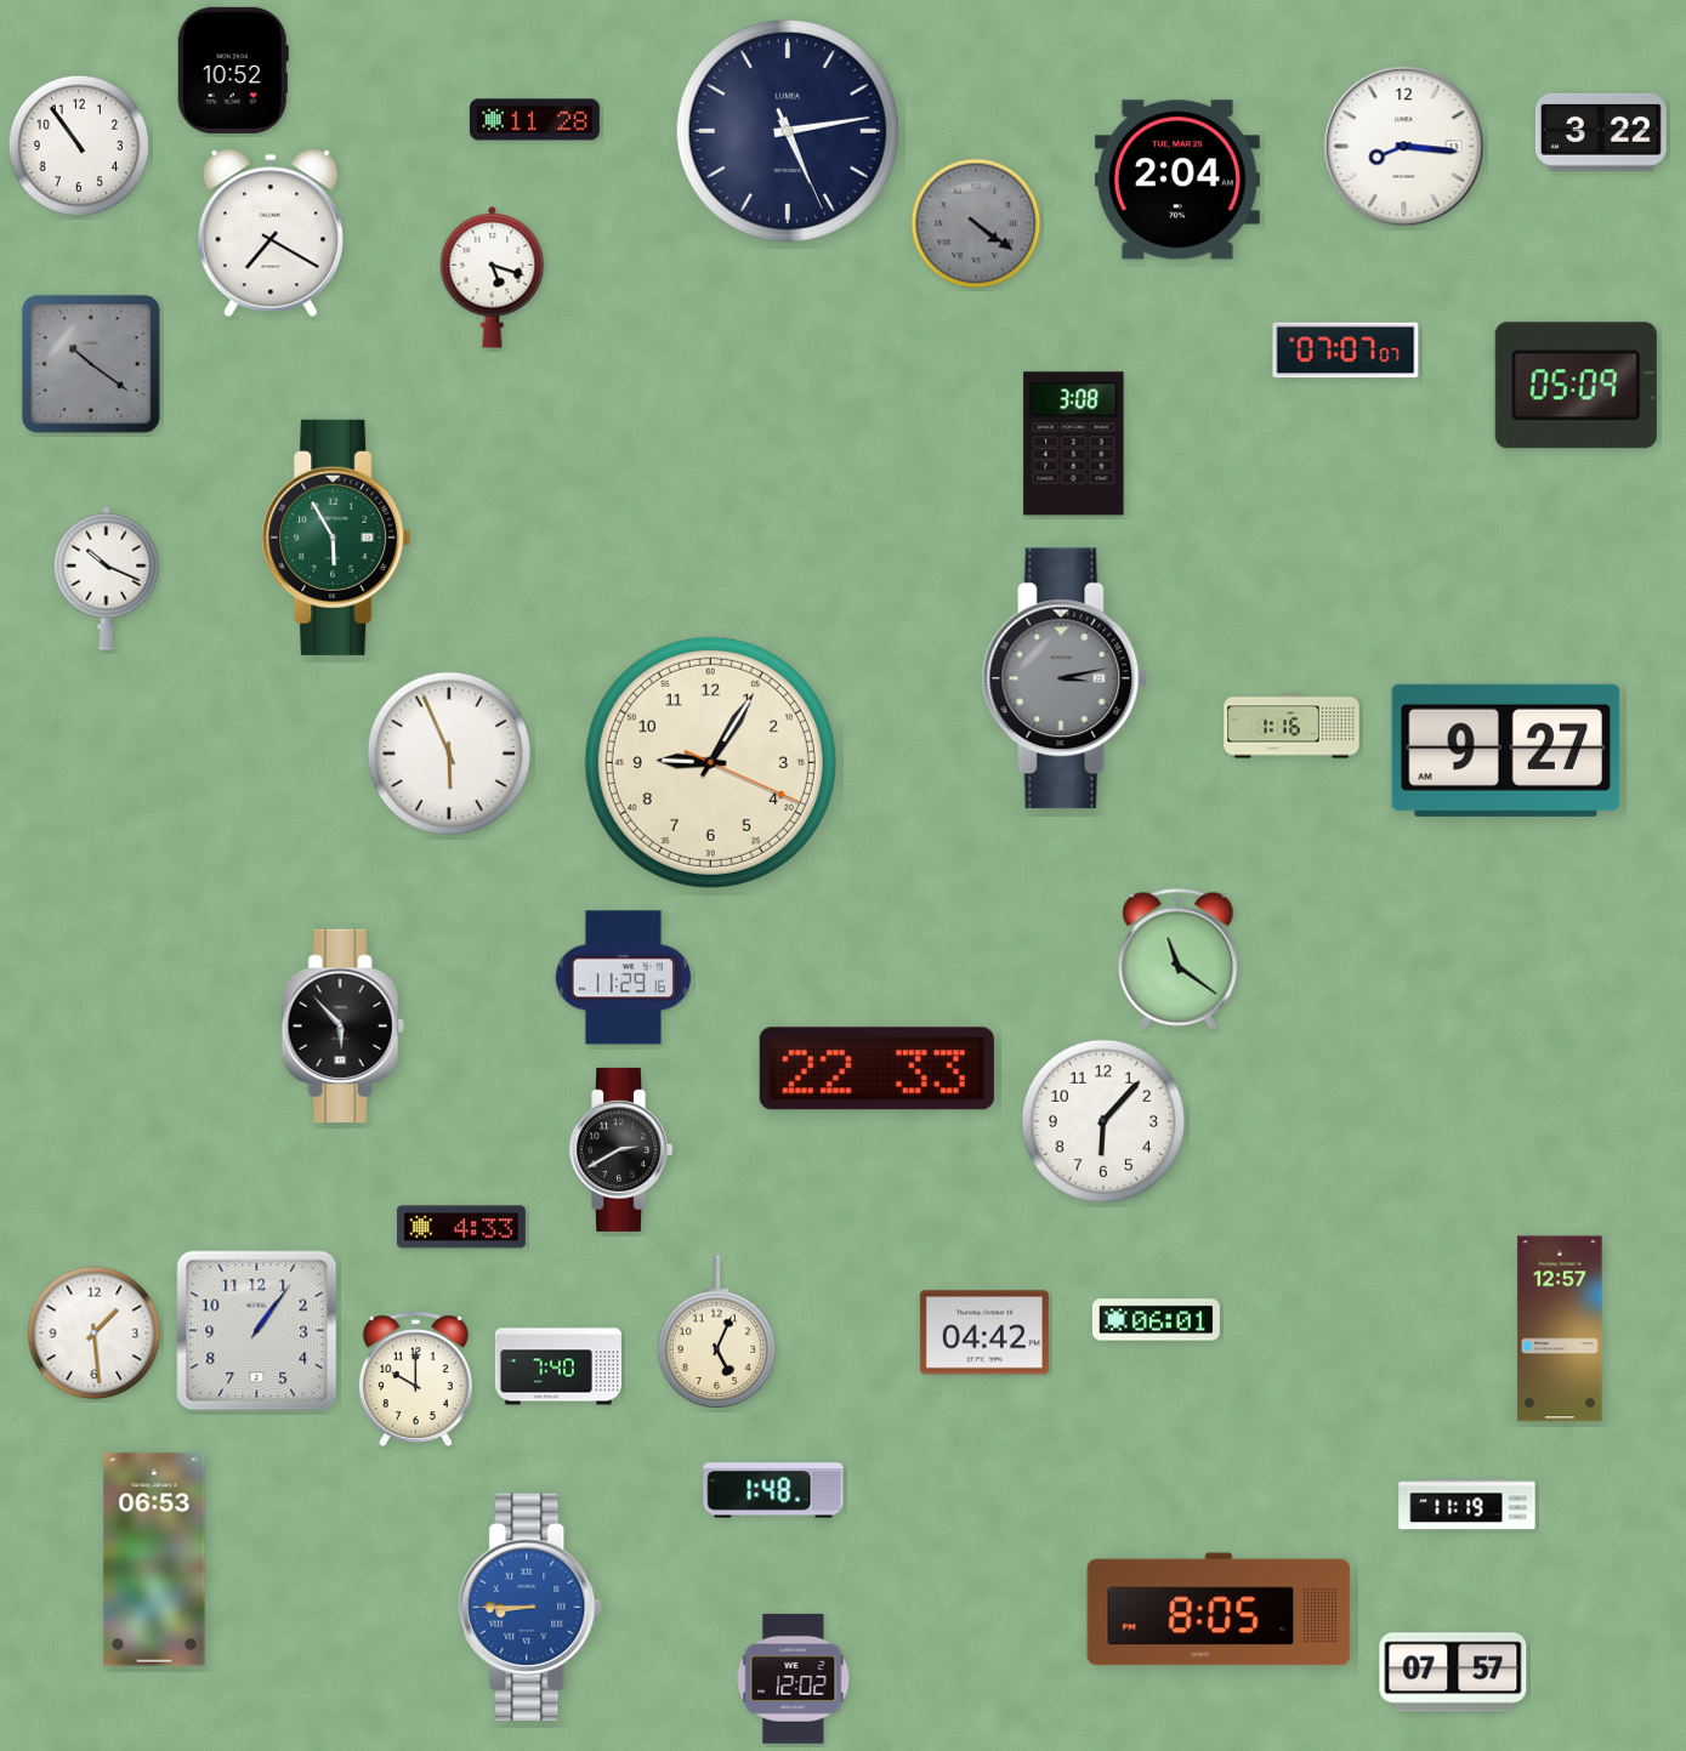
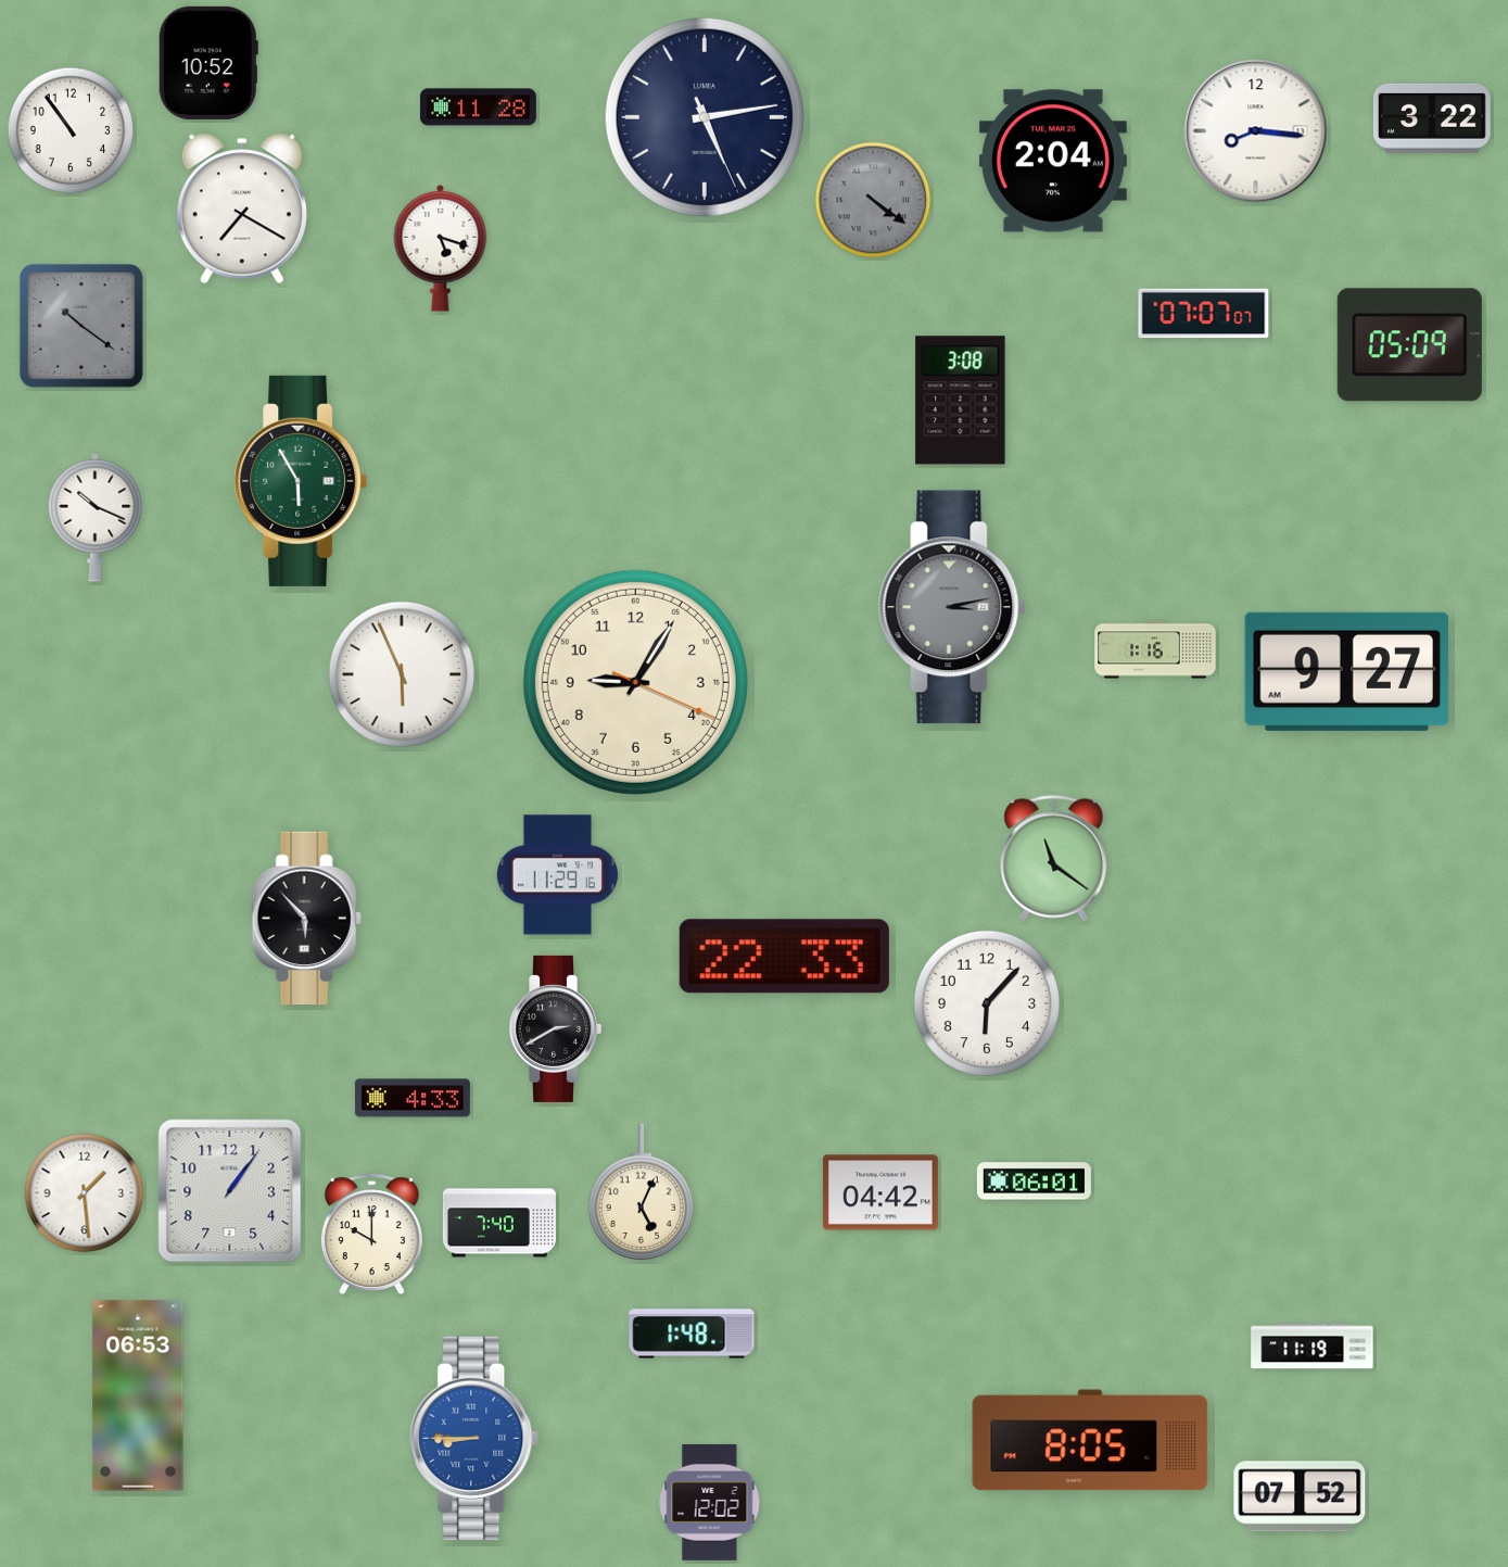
clock at (1074, 444) position: (1074, 444) -> (961, 401)
clock at (1560, 1329): 12:57 -> none
clock at (1453, 1672): 07:57 -> 07:52
